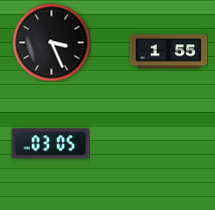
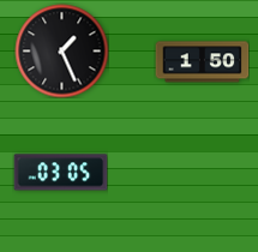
clock at (51, 42): 3:26 -> 1:26
clock at (168, 52): 1:55 -> 1:50
